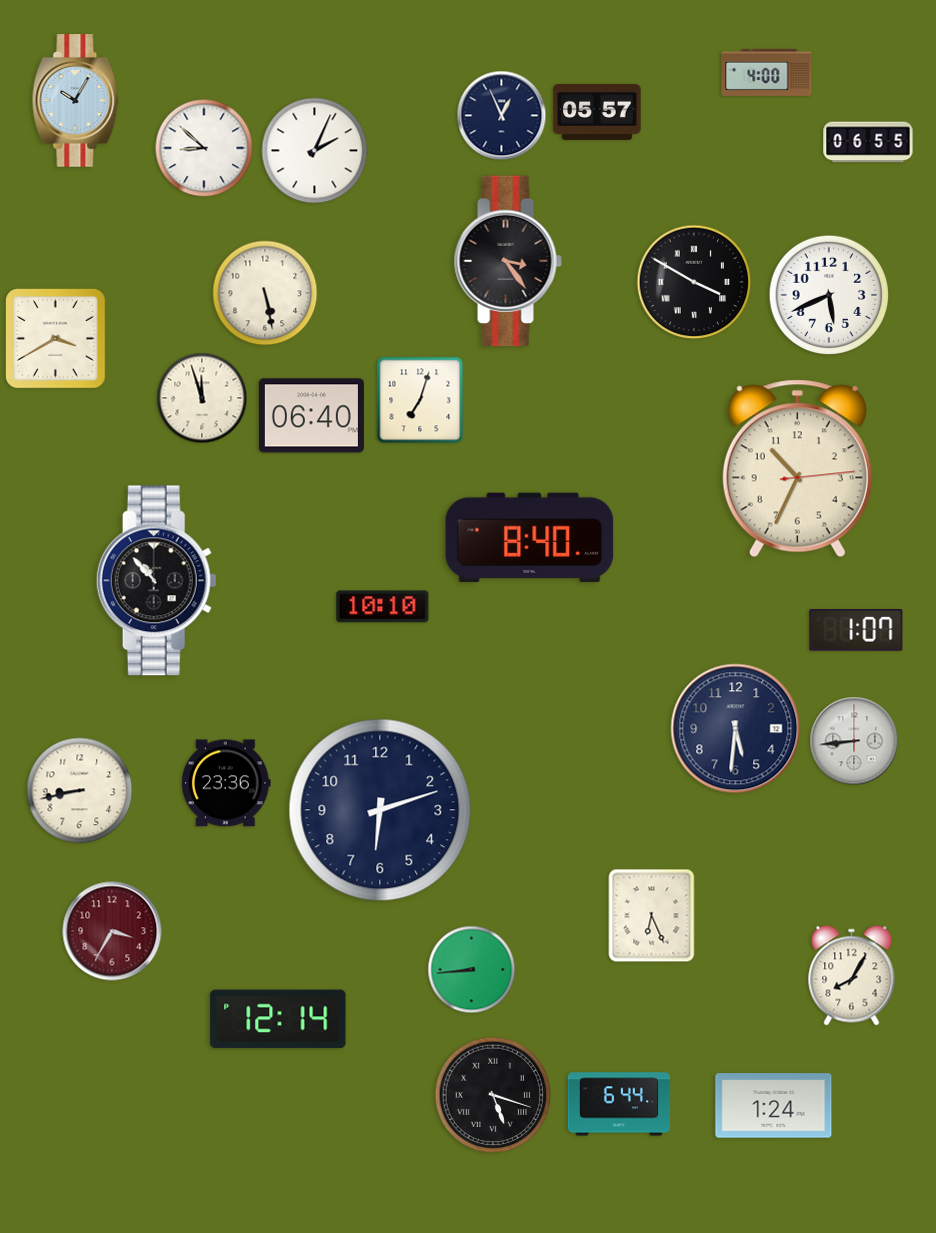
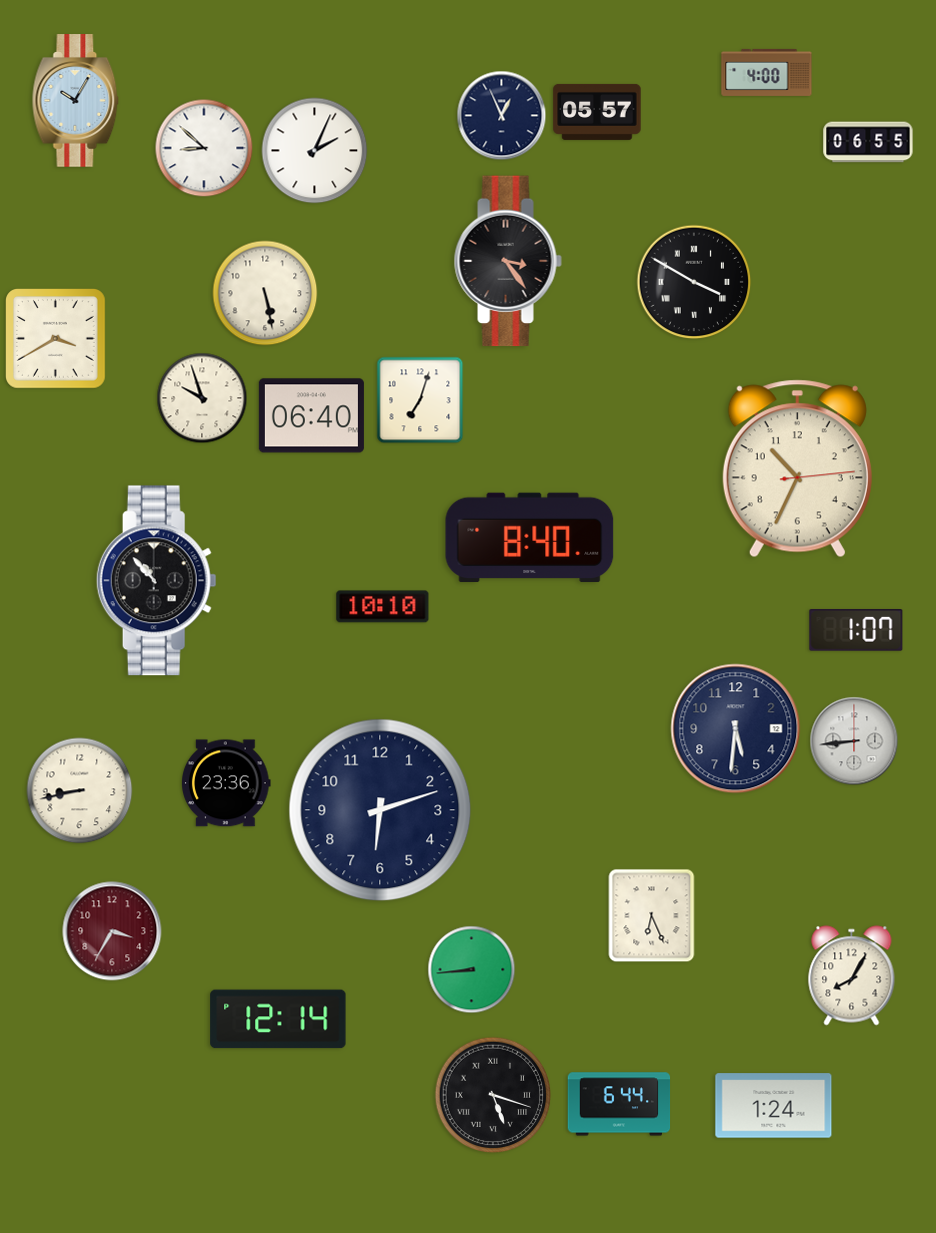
clock at (828, 294): 5:41 -> none
clock at (202, 398): 11:57 -> 9:57
